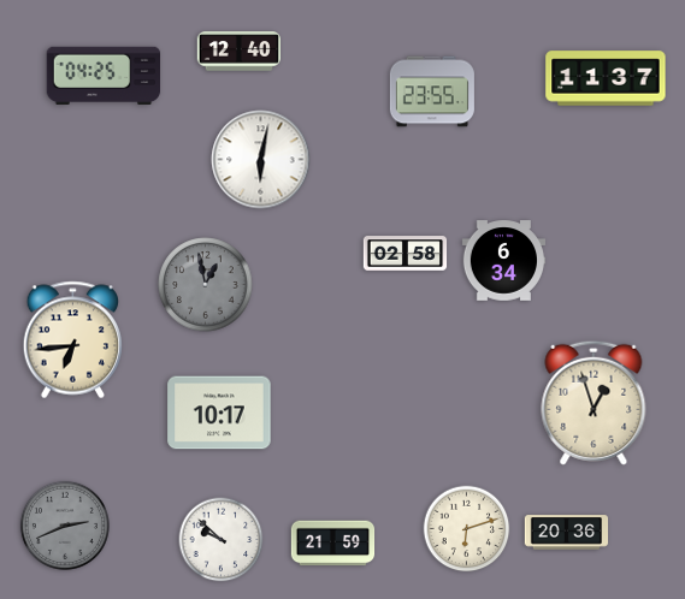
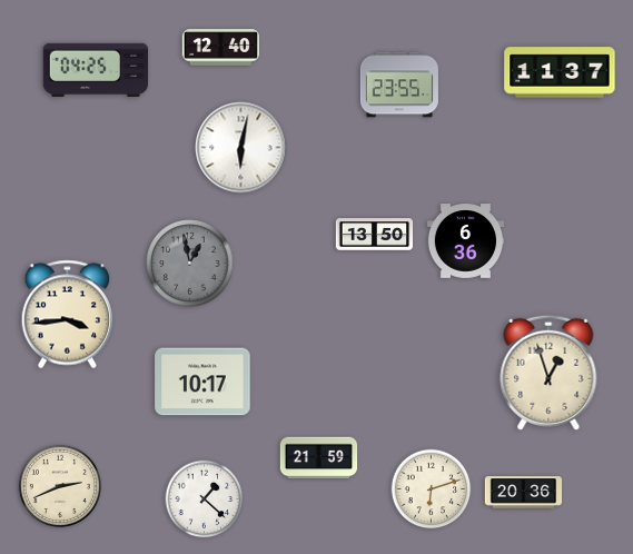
clock at (406, 254): 02:58 -> 13:50
clock at (504, 261): 6:34 -> 6:36
clock at (72, 340): 6:44 -> 3:44
clock at (65, 526) dial: grey -> cream
clock at (222, 540): 9:52 -> 1:22
clock at (333, 544) position: (333, 544) -> (319, 458)
